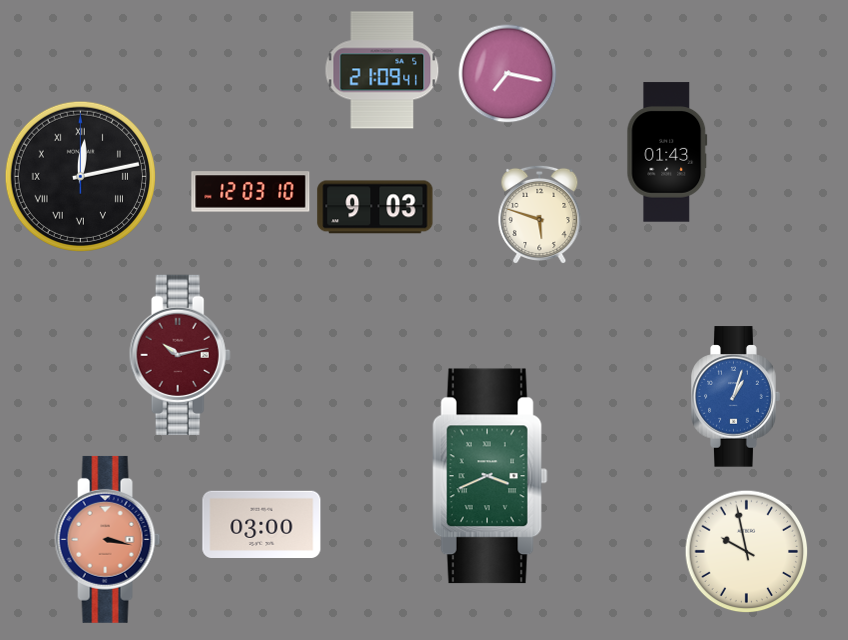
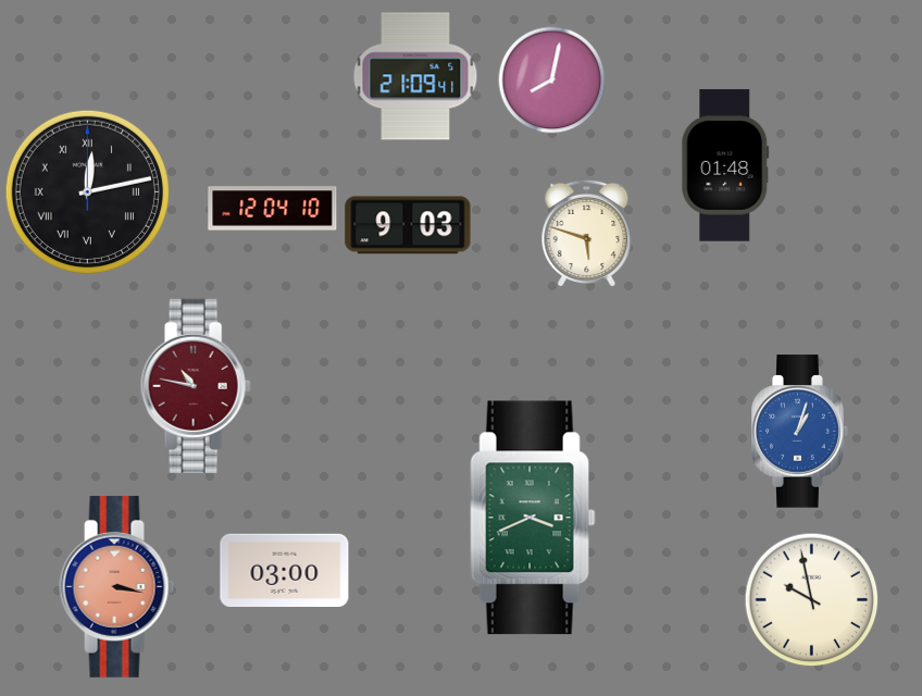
clock at (508, 74): 7:17 -> 8:02
clock at (667, 152): 01:43 -> 01:48
clock at (251, 192): 12:03 -> 12:04
clock at (180, 355): 10:13 -> 10:47
